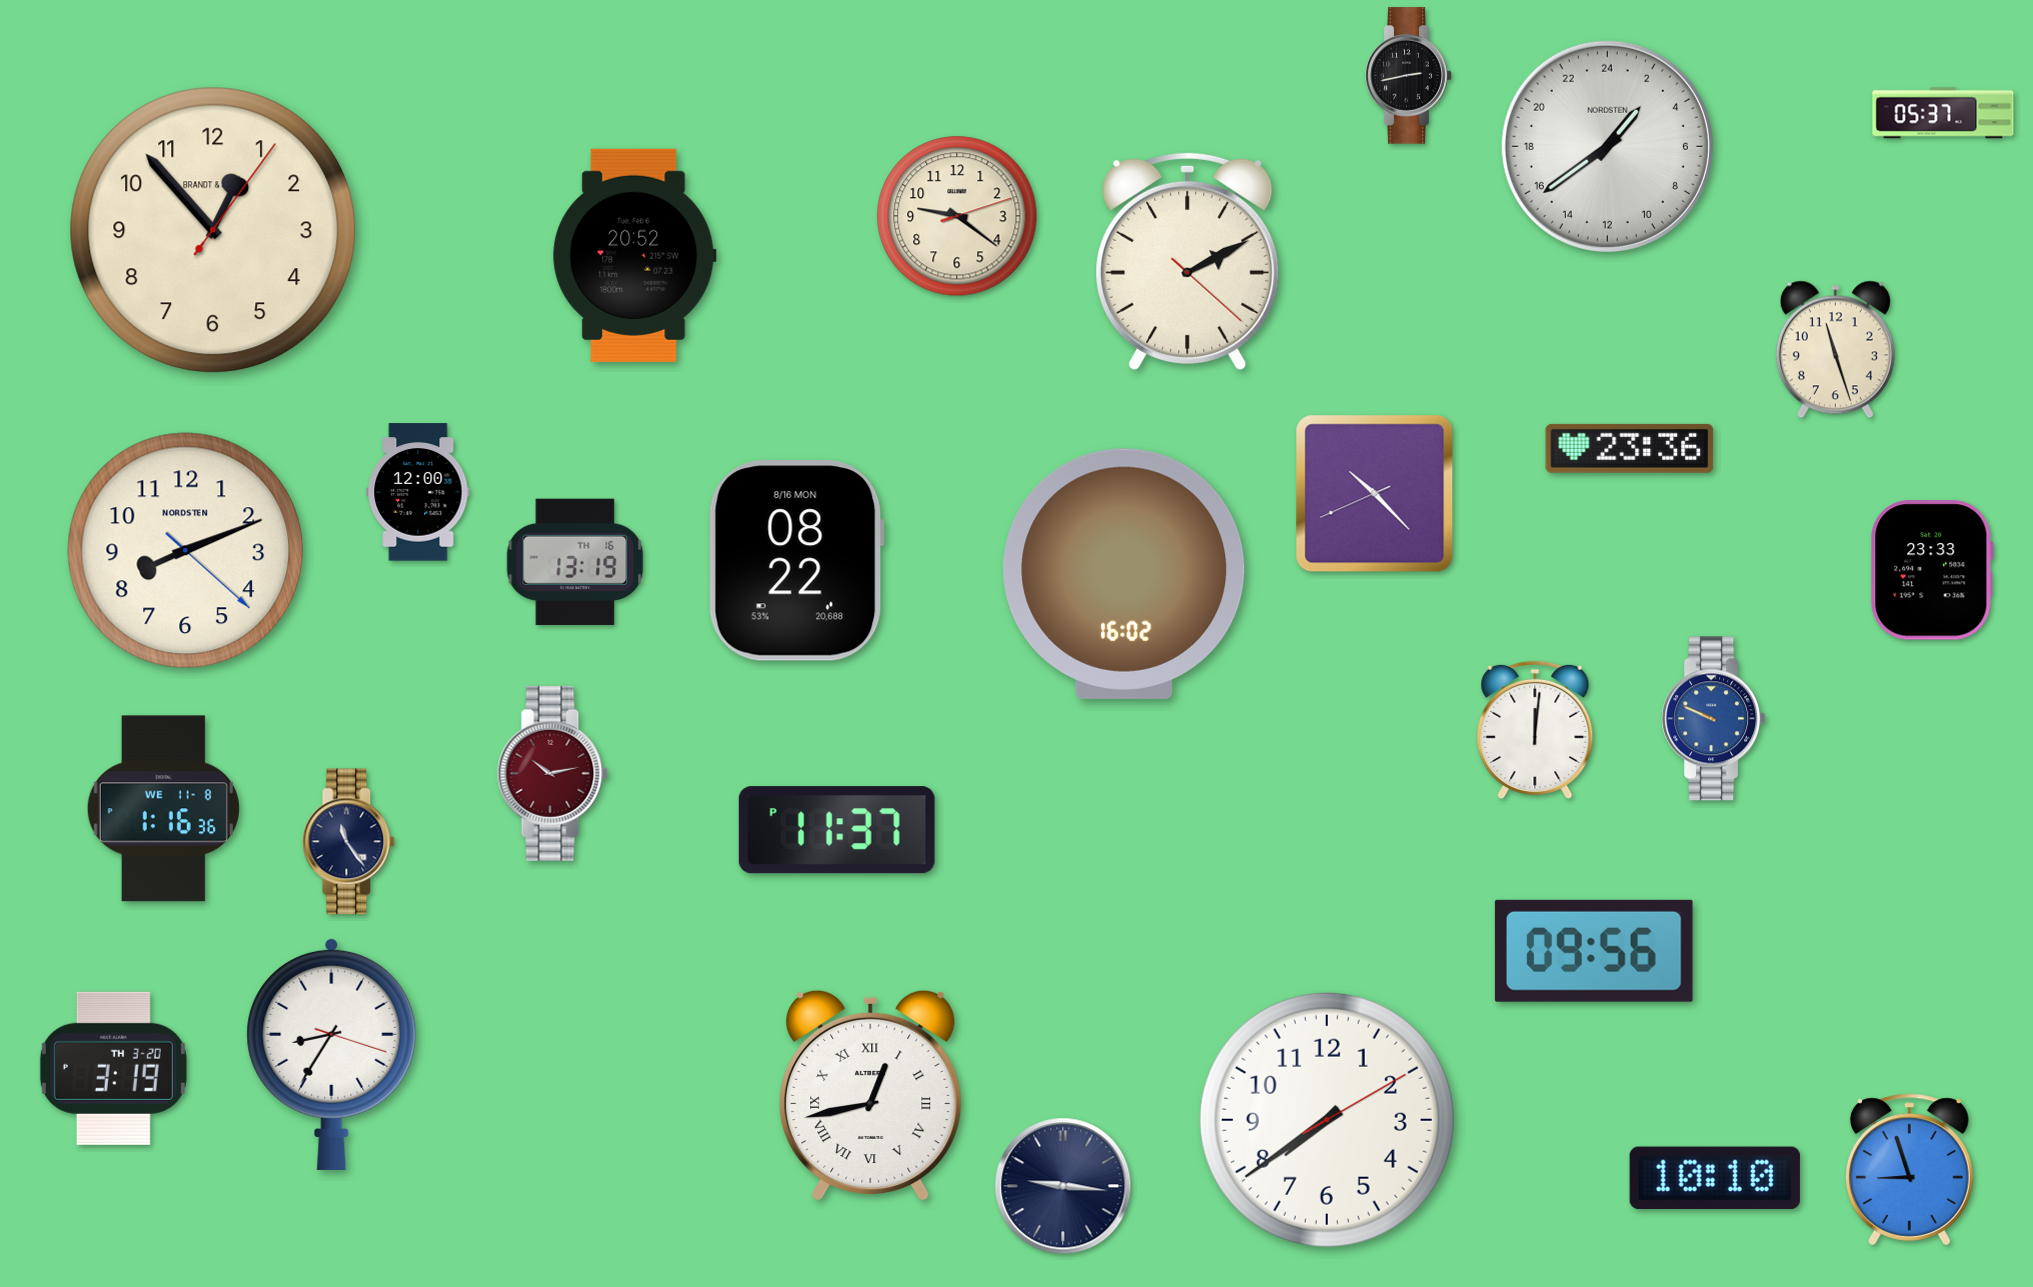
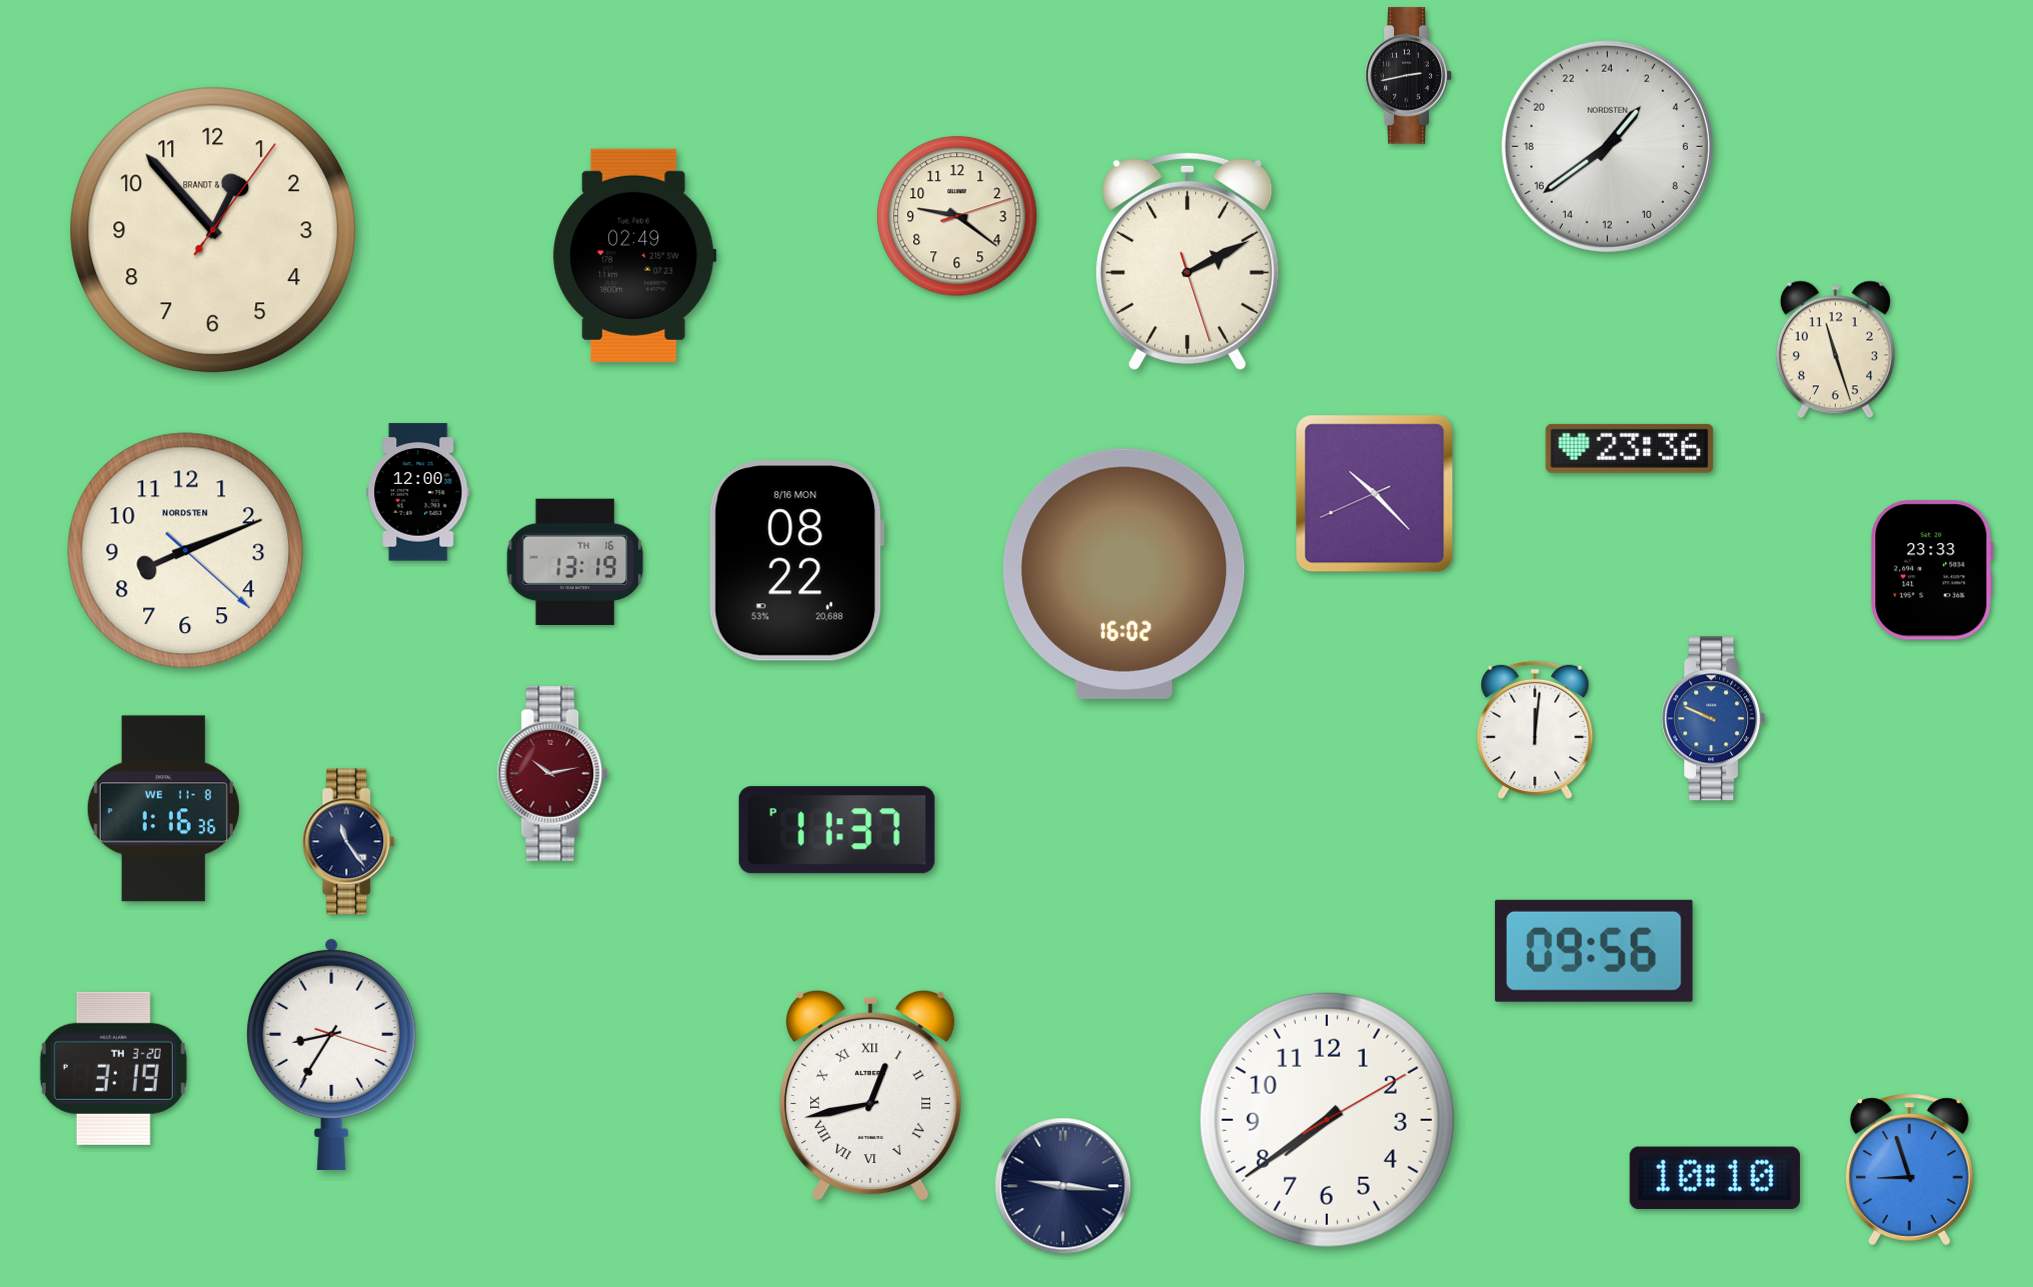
clock at (1943, 113): 05:37 -> none
clock at (634, 255): 20:52 -> 02:49
clock at (1188, 261): 2:10:22 -> 2:10:27
